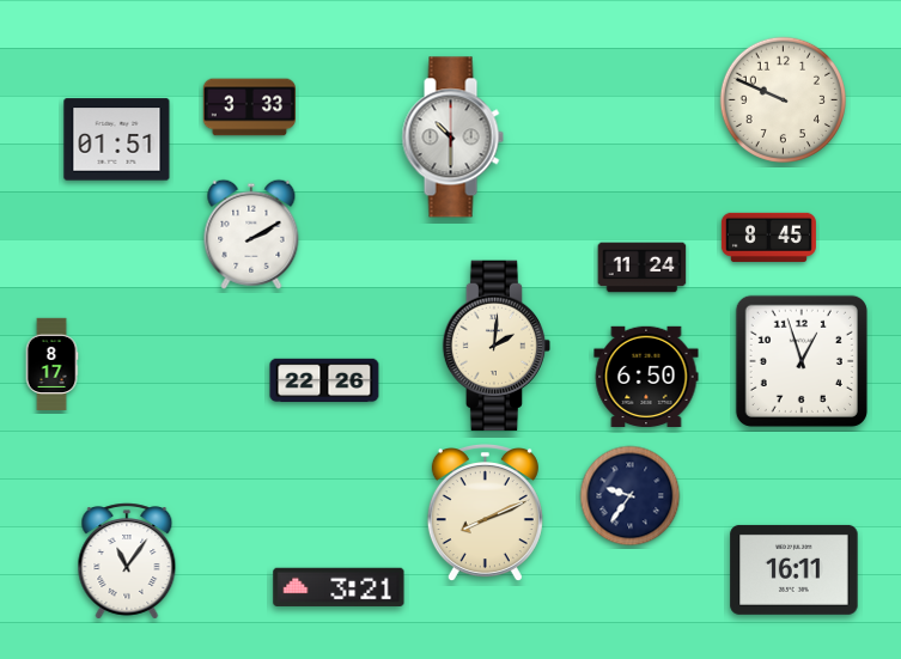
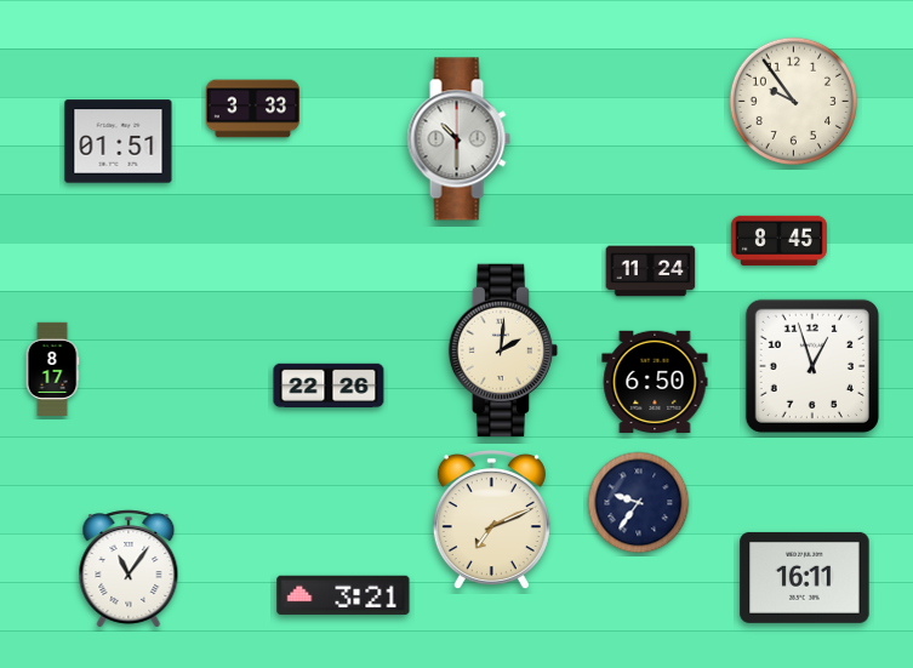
clock at (783, 99): 9:49 -> 9:54
clock at (251, 234): 2:10 -> none
clock at (485, 514): 8:11 -> 7:11
